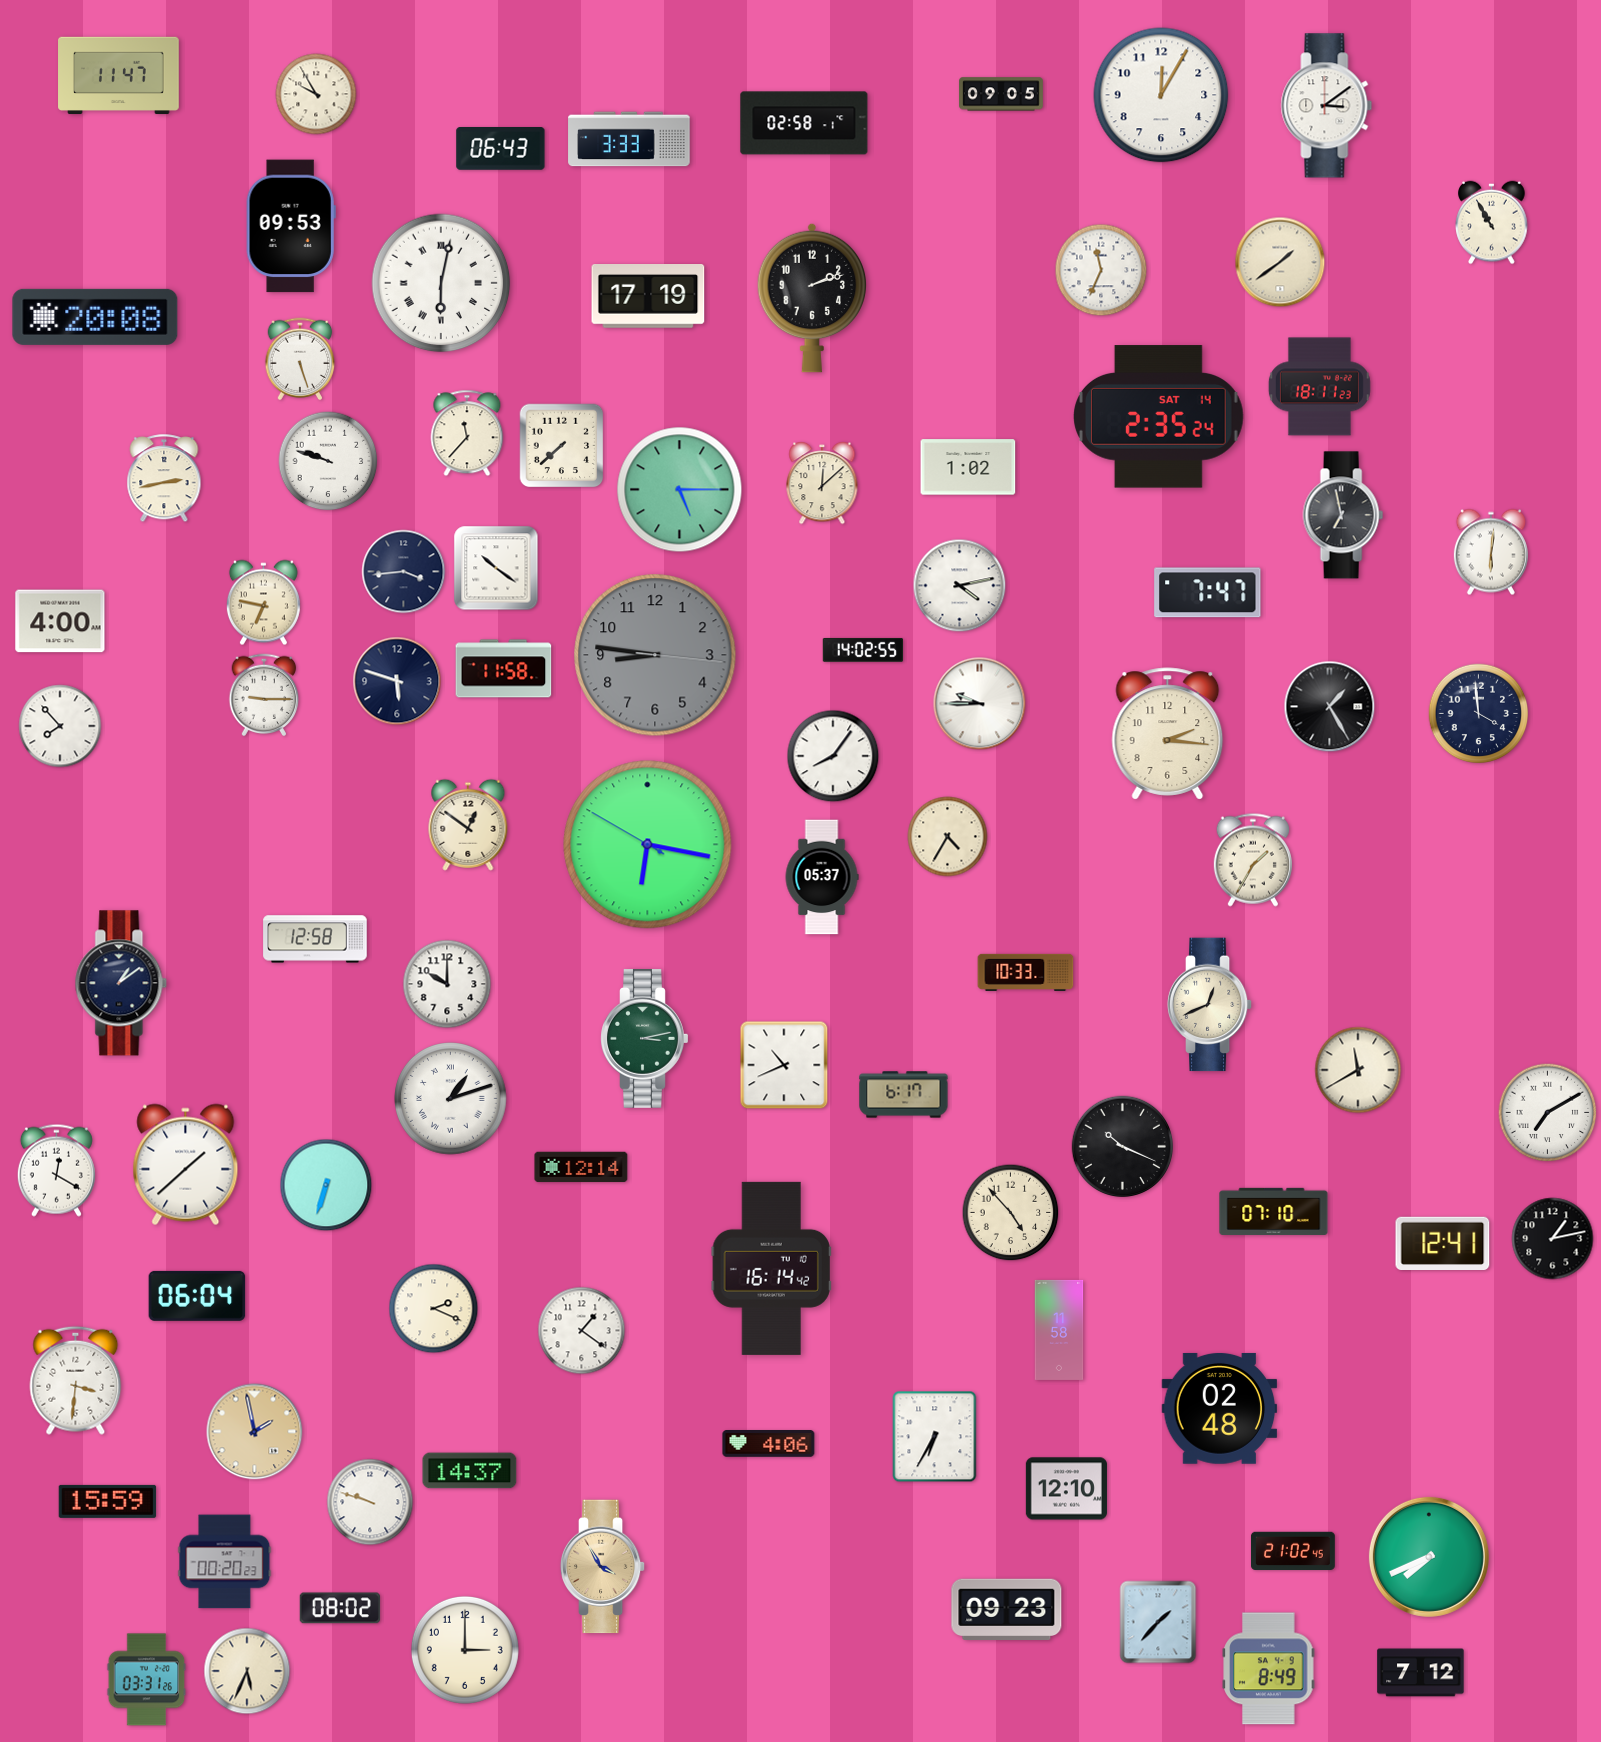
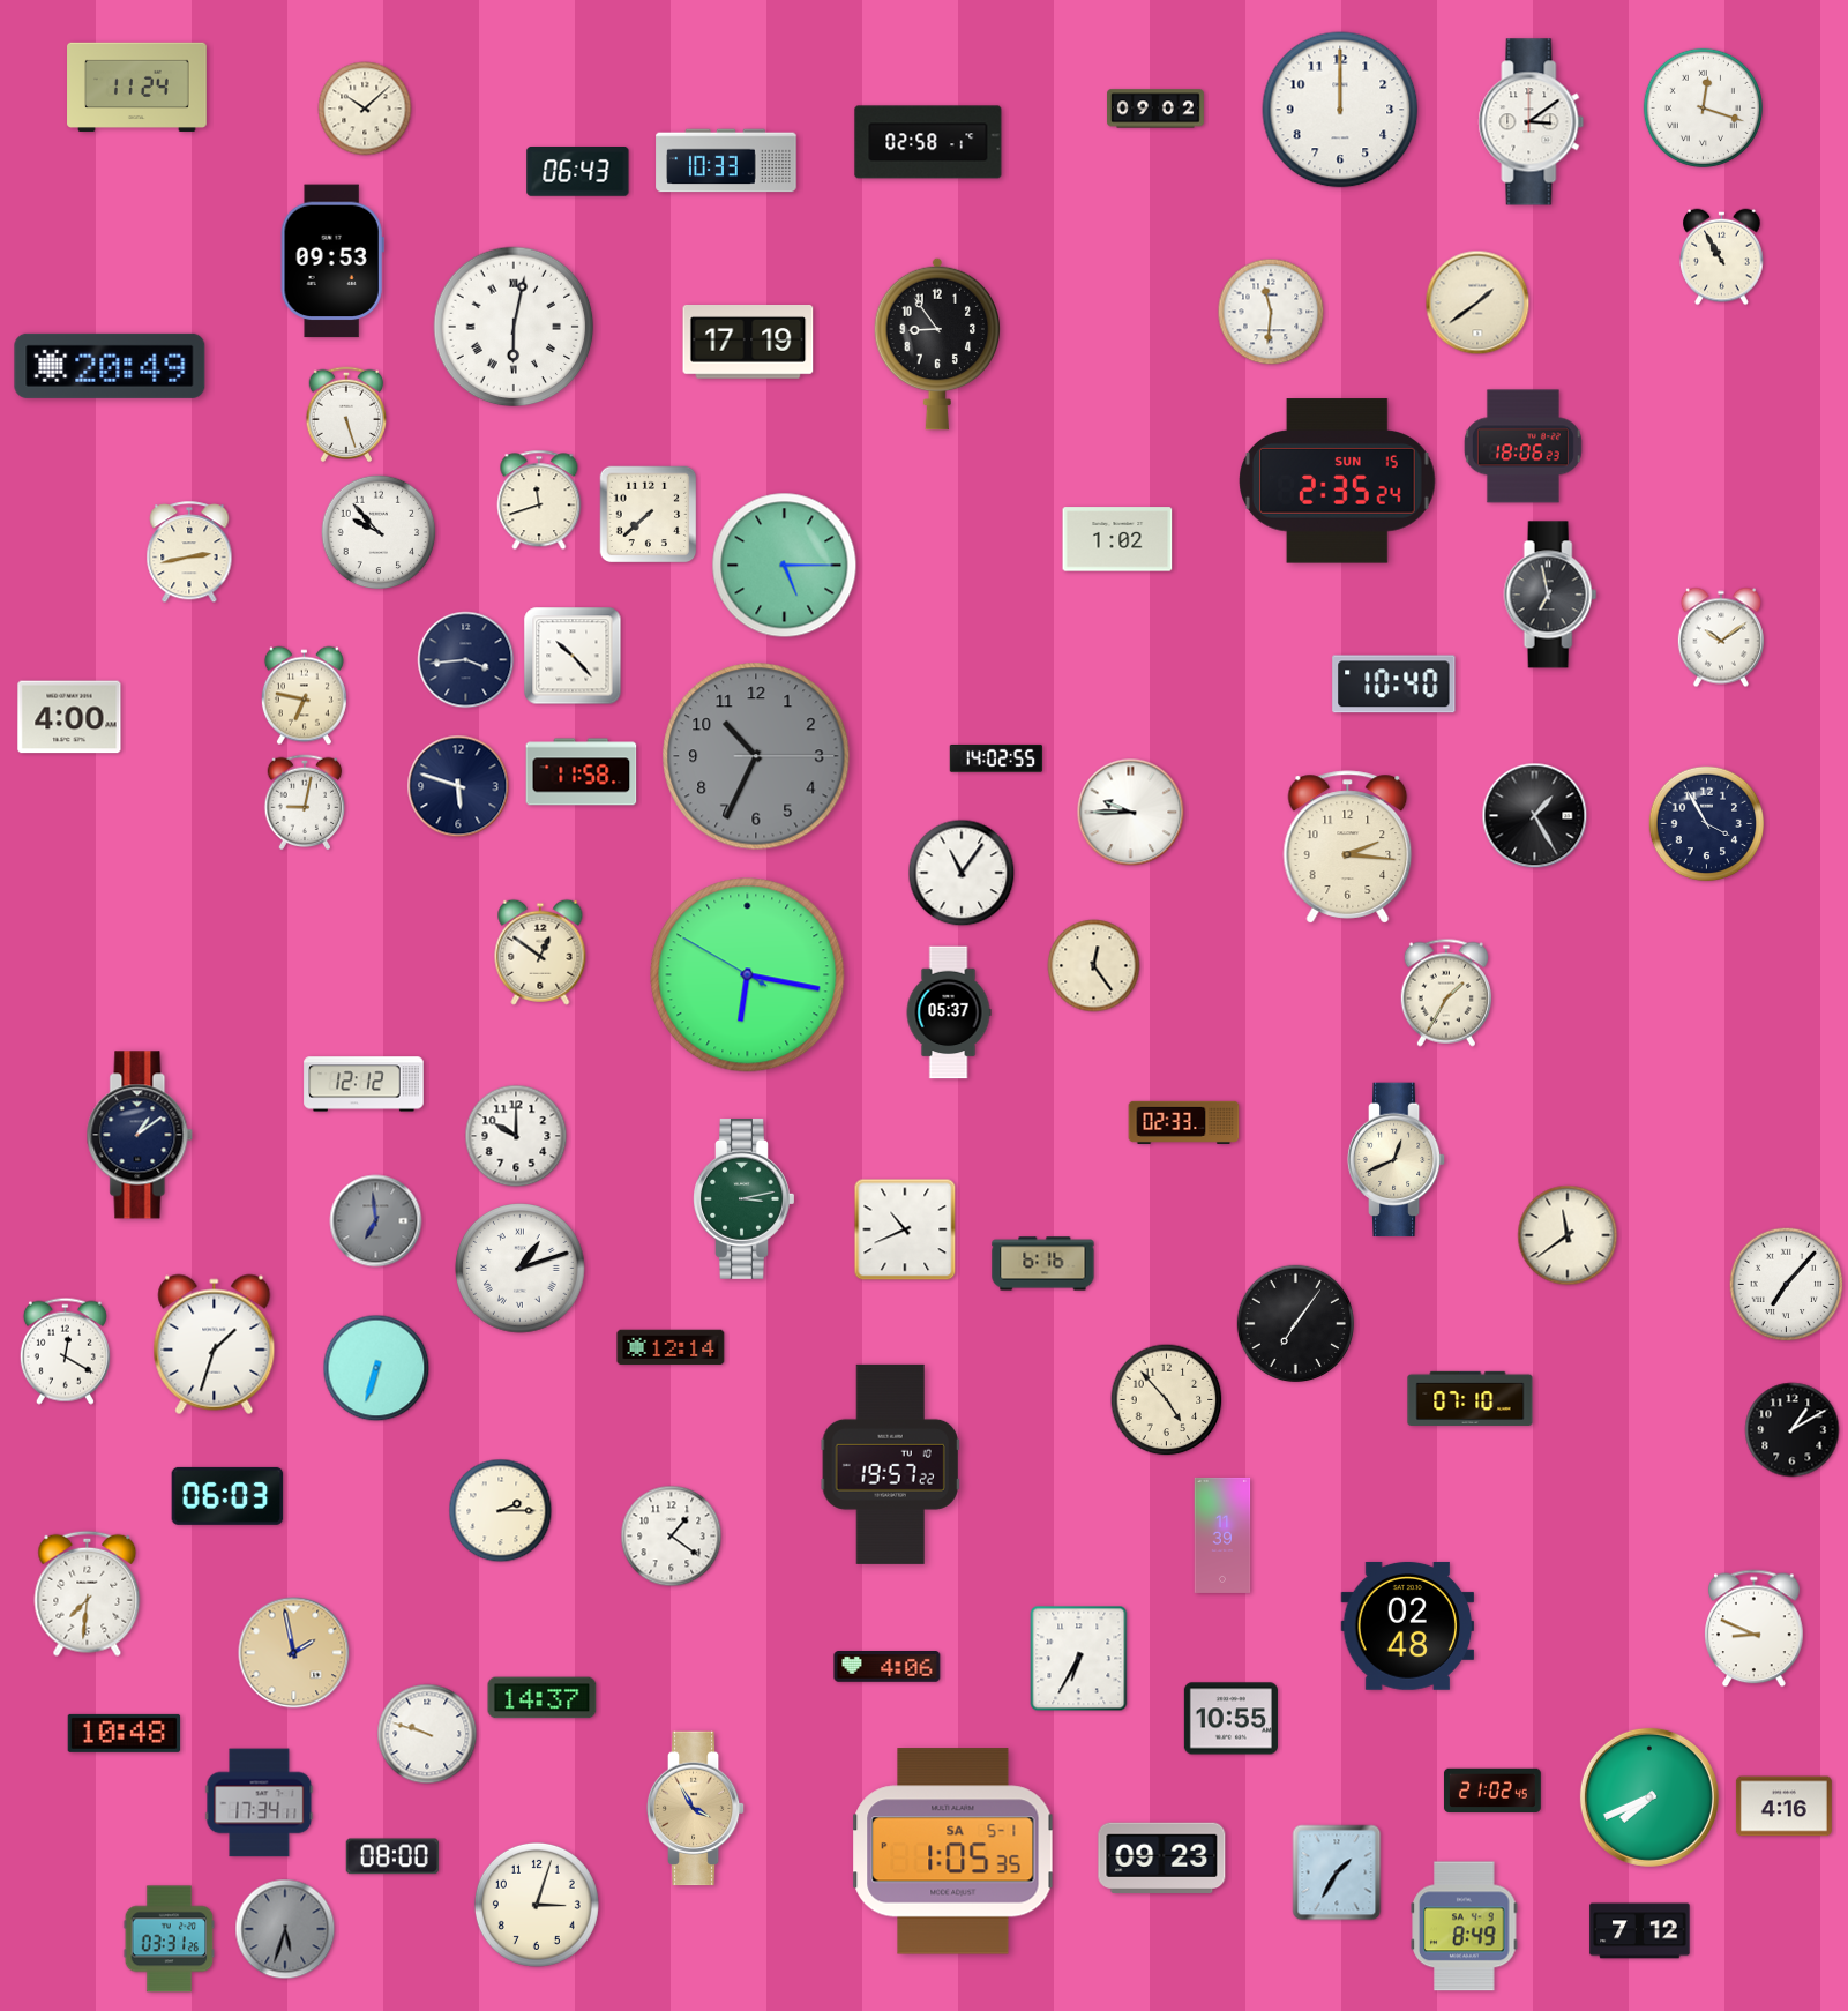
clock at (119, 76): 11:47 -> 11:24
clock at (1703, 107): none -> 12:18
clock at (316, 94): 9:55 -> 10:08
clock at (1001, 94): 09:05 -> 09:02
clock at (1161, 95): 12:05 -> 12:00
clock at (629, 139): 3:33 -> 10:33
clock at (291, 226) position: (291, 226) -> (332, 261)
clock at (1101, 270): 11:34 -> 11:31
clock at (441, 283) position: (441, 283) -> (514, 327)
clock at (812, 298): 2:12 -> 8:54
clock at (95, 317): 20:08 -> 20:49
clock at (1319, 387): 18:11 -> 18:06
clock at (1159, 417) date: SAT 14 -> SUN 15
clock at (467, 433): 11:37 -> 11:42
clock at (328, 461): 9:48 -> 9:53
clock at (822, 484): 12:08 -> none
clock at (1491, 552): 6:01 -> 10:09
clock at (496, 568): 10:21 -> 10:23
clock at (960, 586): 4:13 -> none
clock at (1208, 593): 7:47 -> 10:40
clock at (862, 650) position: (862, 650) -> (995, 758)
clock at (655, 655): 8:46 -> 10:34
clock at (264, 695): 9:15 -> 9:02
clock at (1479, 714): 3:59 -> 3:55
clock at (60, 726): 7:53 -> none
clock at (833, 756): 8:06 -> 11:06
clock at (948, 837): 4:35 -> 12:24
clock at (315, 939): 12:58 -> 12:12
clock at (1026, 972): 10:33 -> 02:33
clock at (376, 1221): none -> 6:59
clock at (1358, 1070): 11:40 -> 11:39
clock at (904, 1095): 6:17 -> 6:16
clock at (1548, 1113): 7:10 -> 7:07
clock at (1122, 1146): 10:19 -> 7:06
clock at (186, 1165): 1:38 -> 1:33
clock at (1553, 1239): 1:13 -> 1:10
clock at (1443, 1243): 12:41 -> none
clock at (771, 1268): 16:14 -> 19:57
clock at (197, 1296): 06:04 -> 06:03
clock at (434, 1309): 2:19 -> 2:15
clock at (1059, 1330): 11:58 -> 11:39
clock at (76, 1380): 3:31 -> 7:31
clock at (1755, 1629): none -> 8:49
clock at (1066, 1489): 12:10 -> 10:55
clock at (108, 1501): 15:59 -> 10:48
clock at (225, 1562): 00:20 -> 17:34
clock at (1783, 1807): none -> 4:16
clock at (953, 1852): none -> 1:05
clock at (340, 1608): 08:02 -> 08:00
clock at (1158, 1622): 1:37 -> 1:35
clock at (465, 1650): 3:00 -> 3:03
clock at (247, 1671): 5:34 -> 5:33
clock at (247, 1671) dial: cream -> grey
